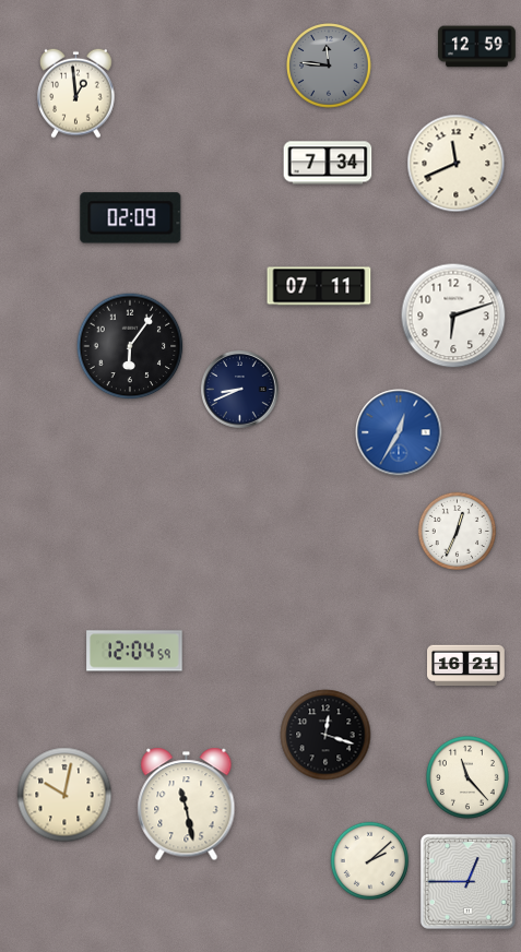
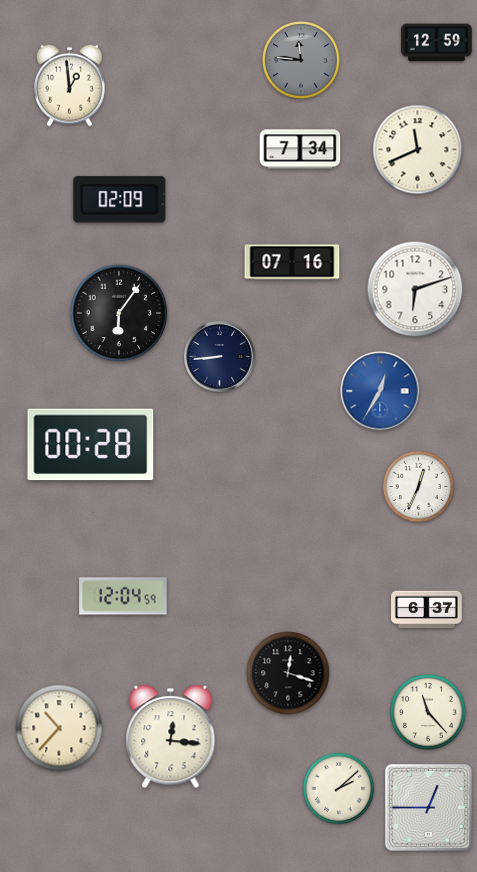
clock at (319, 286): 07:11 -> 07:16
clock at (130, 346) position: (130, 346) -> (119, 313)
clock at (240, 390): 8:41 -> 8:44
clock at (399, 432) position: (399, 432) -> (380, 391)
clock at (91, 445): none -> 00:28
clock at (466, 666): 16:21 -> 6:37
clock at (325, 735) position: (325, 735) -> (288, 673)
clock at (64, 795): 10:02 -> 10:37
clock at (187, 805): 11:28 -> 12:16
